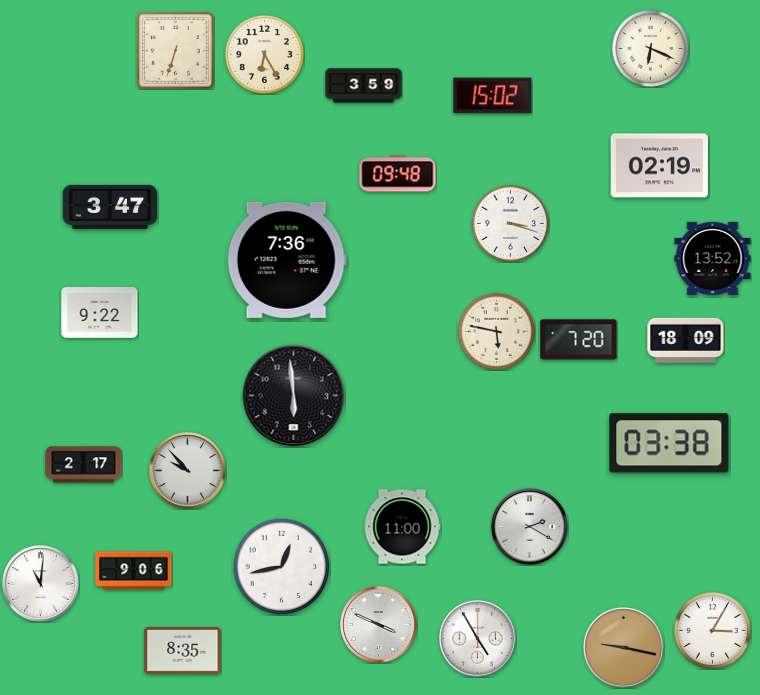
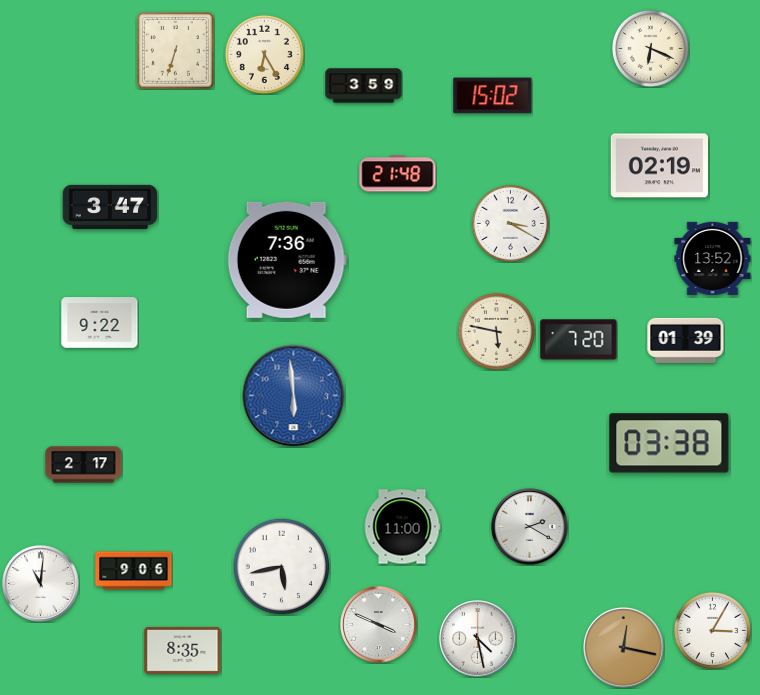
clock at (398, 174): 09:48 -> 21:48
clock at (510, 223): 3:18 -> 3:20
clock at (100, 313) position: (100, 313) -> (100, 323)
clock at (686, 340): 18:09 -> 01:39
clock at (294, 396) dial: black -> blue
clock at (188, 471): 9:53 -> none
clock at (281, 566): 12:43 -> 5:43
clock at (478, 639): 4:55 -> 4:28
clock at (623, 647): 9:17 -> 12:17
